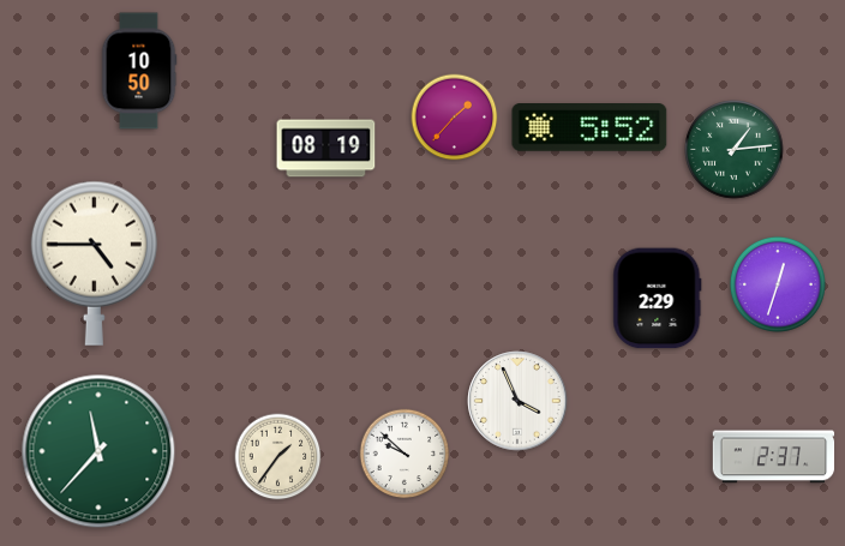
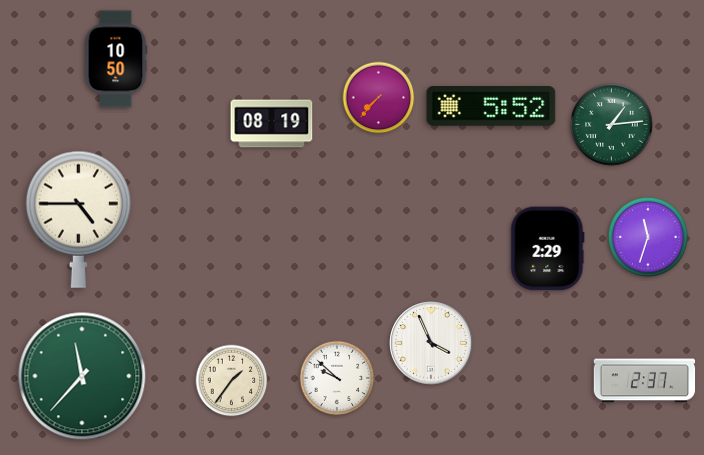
clock at (455, 118): 1:37 -> 7:37
clock at (778, 284): 12:33 -> 11:33
clock at (517, 401) position: (517, 401) -> (431, 343)
